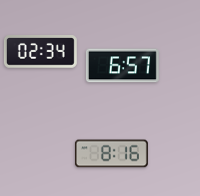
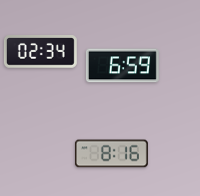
clock at (122, 66): 6:57 -> 6:59
